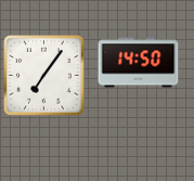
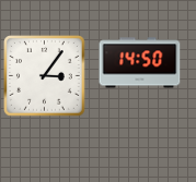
clock at (44, 76): 7:06 -> 3:06
